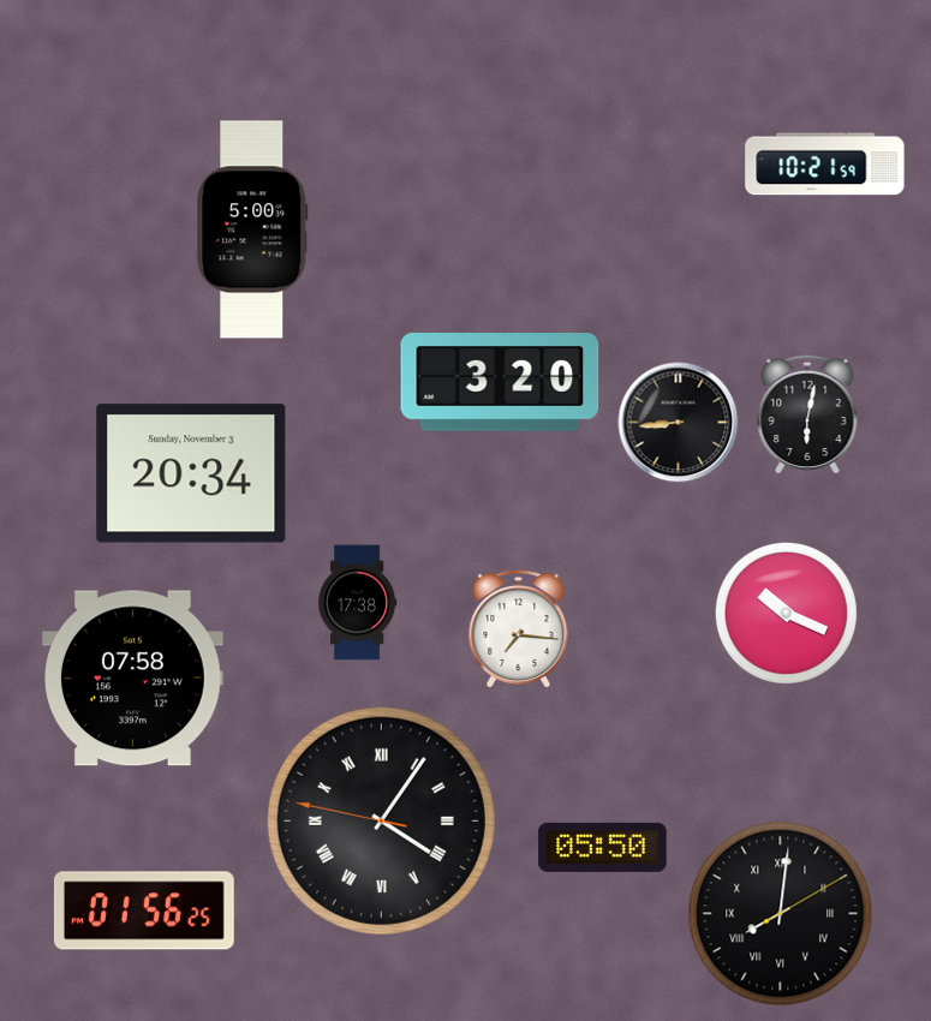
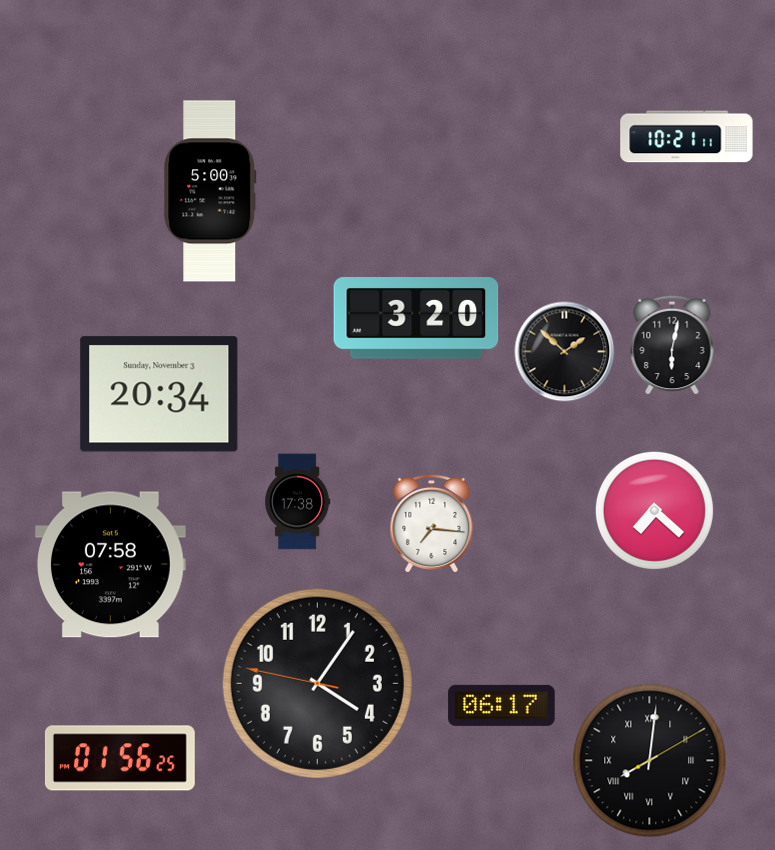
clock at (825, 165): 10:21:59 -> 10:21:11
clock at (679, 423): 8:44 -> 1:52
clock at (786, 613): 10:19 -> 7:22
clock at (381, 820) numerals: Roman -> Arabic
clock at (603, 847): 05:50 -> 06:17
